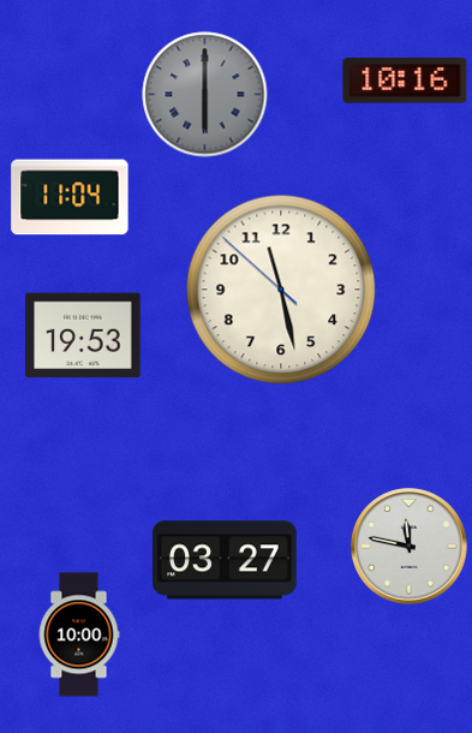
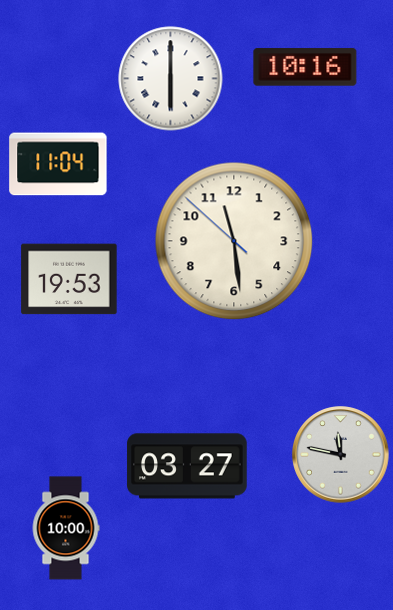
clock at (405, 81) position: (405, 81) -> (305, 67)
clock at (205, 95) dial: grey -> white
clock at (281, 290): 11:27 -> 11:28
